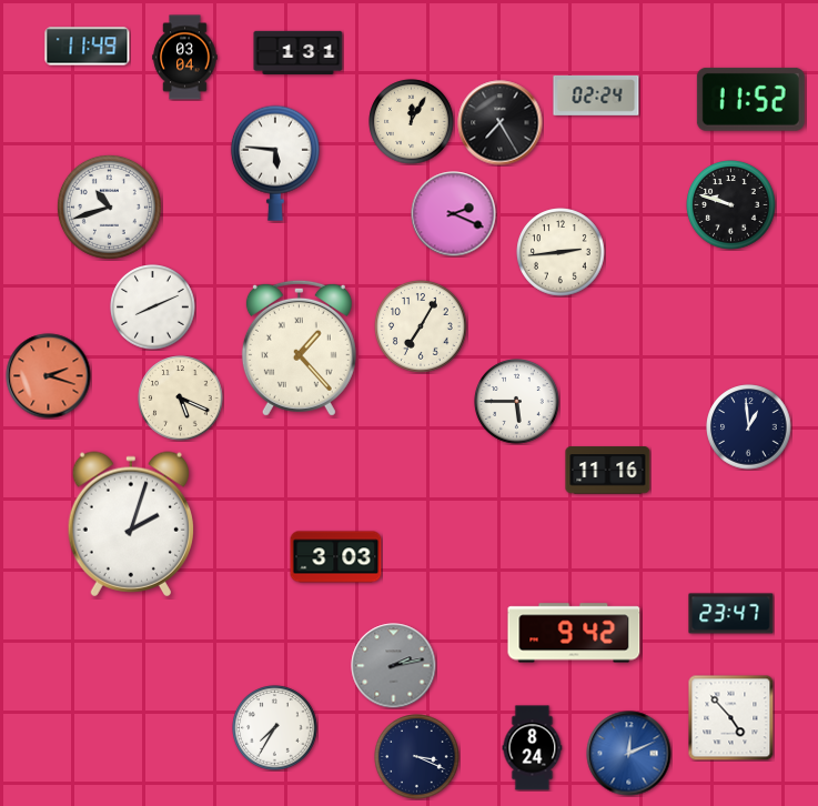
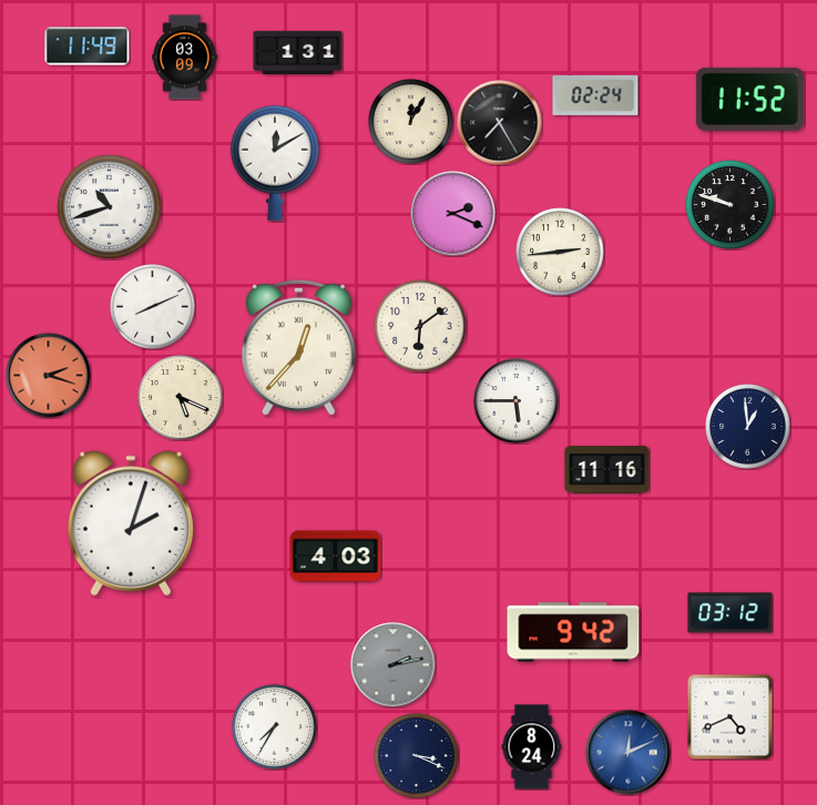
clock at (185, 58): 03:04 -> 03:09
clock at (275, 163): 5:46 -> 12:10
clock at (422, 328): 7:05 -> 6:09
clock at (299, 347): 1:23 -> 12:37
clock at (336, 557): 3:03 -> 4:03
clock at (731, 614): 23:47 -> 03:12
clock at (730, 717): 4:53 -> 4:41
